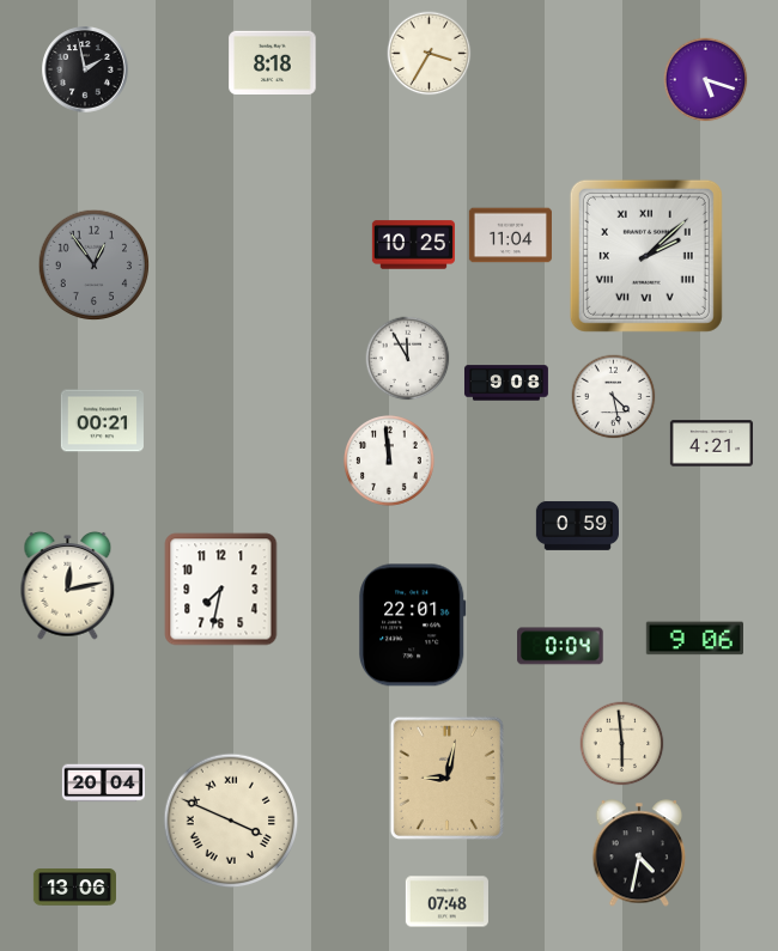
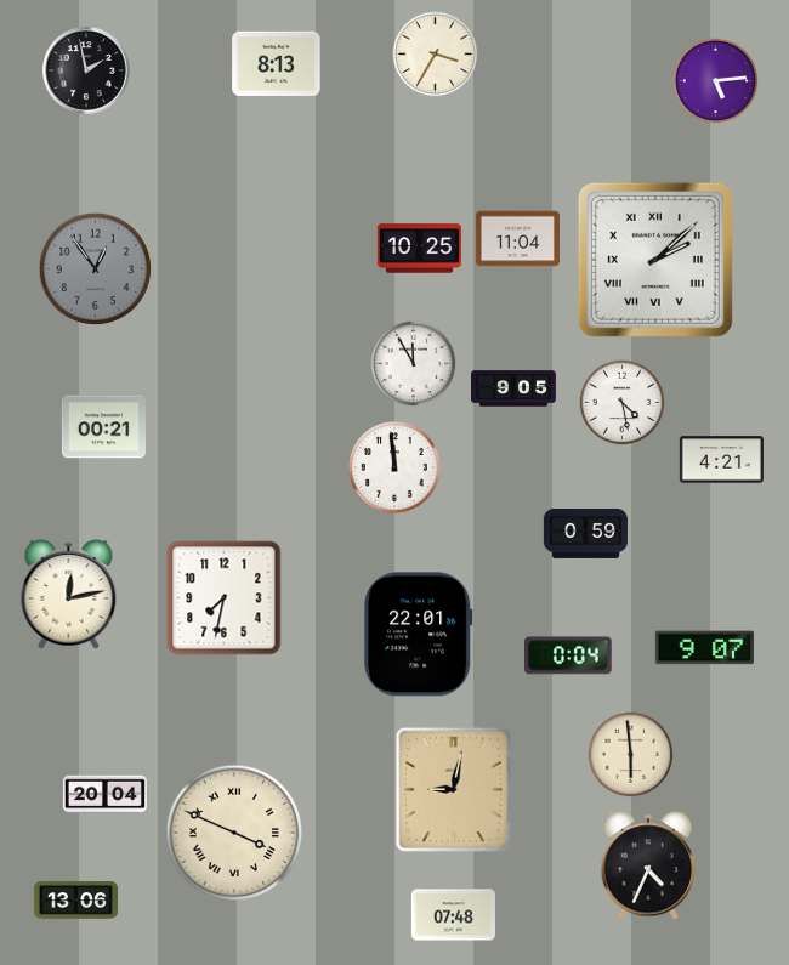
clock at (273, 62): 8:18 -> 8:13
clock at (706, 80): 5:18 -> 5:14
clock at (506, 383): 9:08 -> 9:05
clock at (711, 444) position: (711, 444) -> (721, 460)
clock at (694, 639): 9:06 -> 9:07
clock at (639, 853): 4:32 -> 4:34
